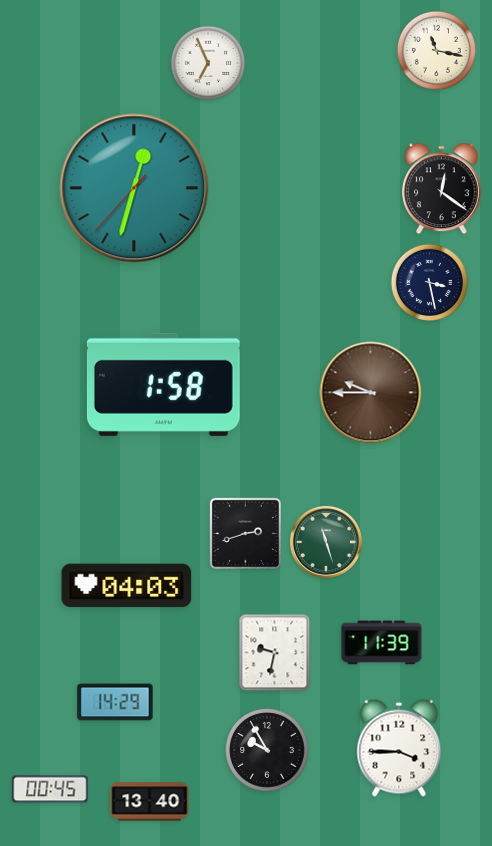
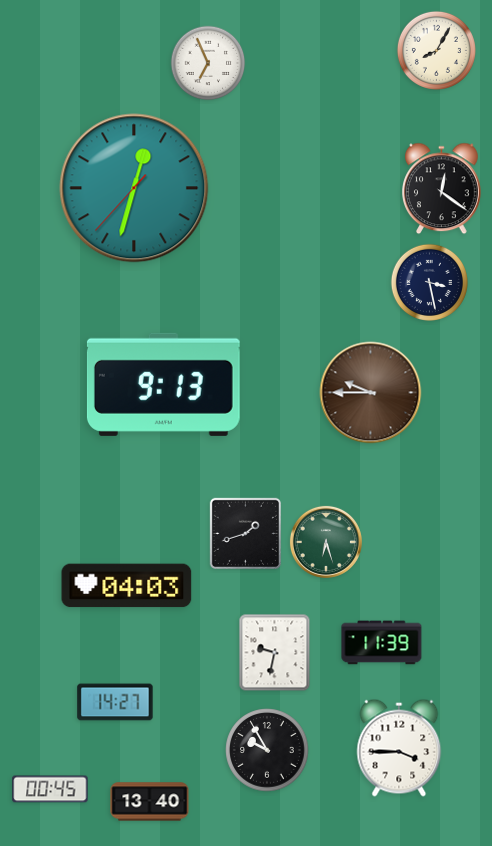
clock at (436, 50): 11:17 -> 8:05
clock at (163, 384): 1:58 -> 9:13
clock at (245, 533): 2:42 -> 1:42
clock at (326, 542): 11:27 -> 6:27
clock at (115, 702): 14:29 -> 14:27
